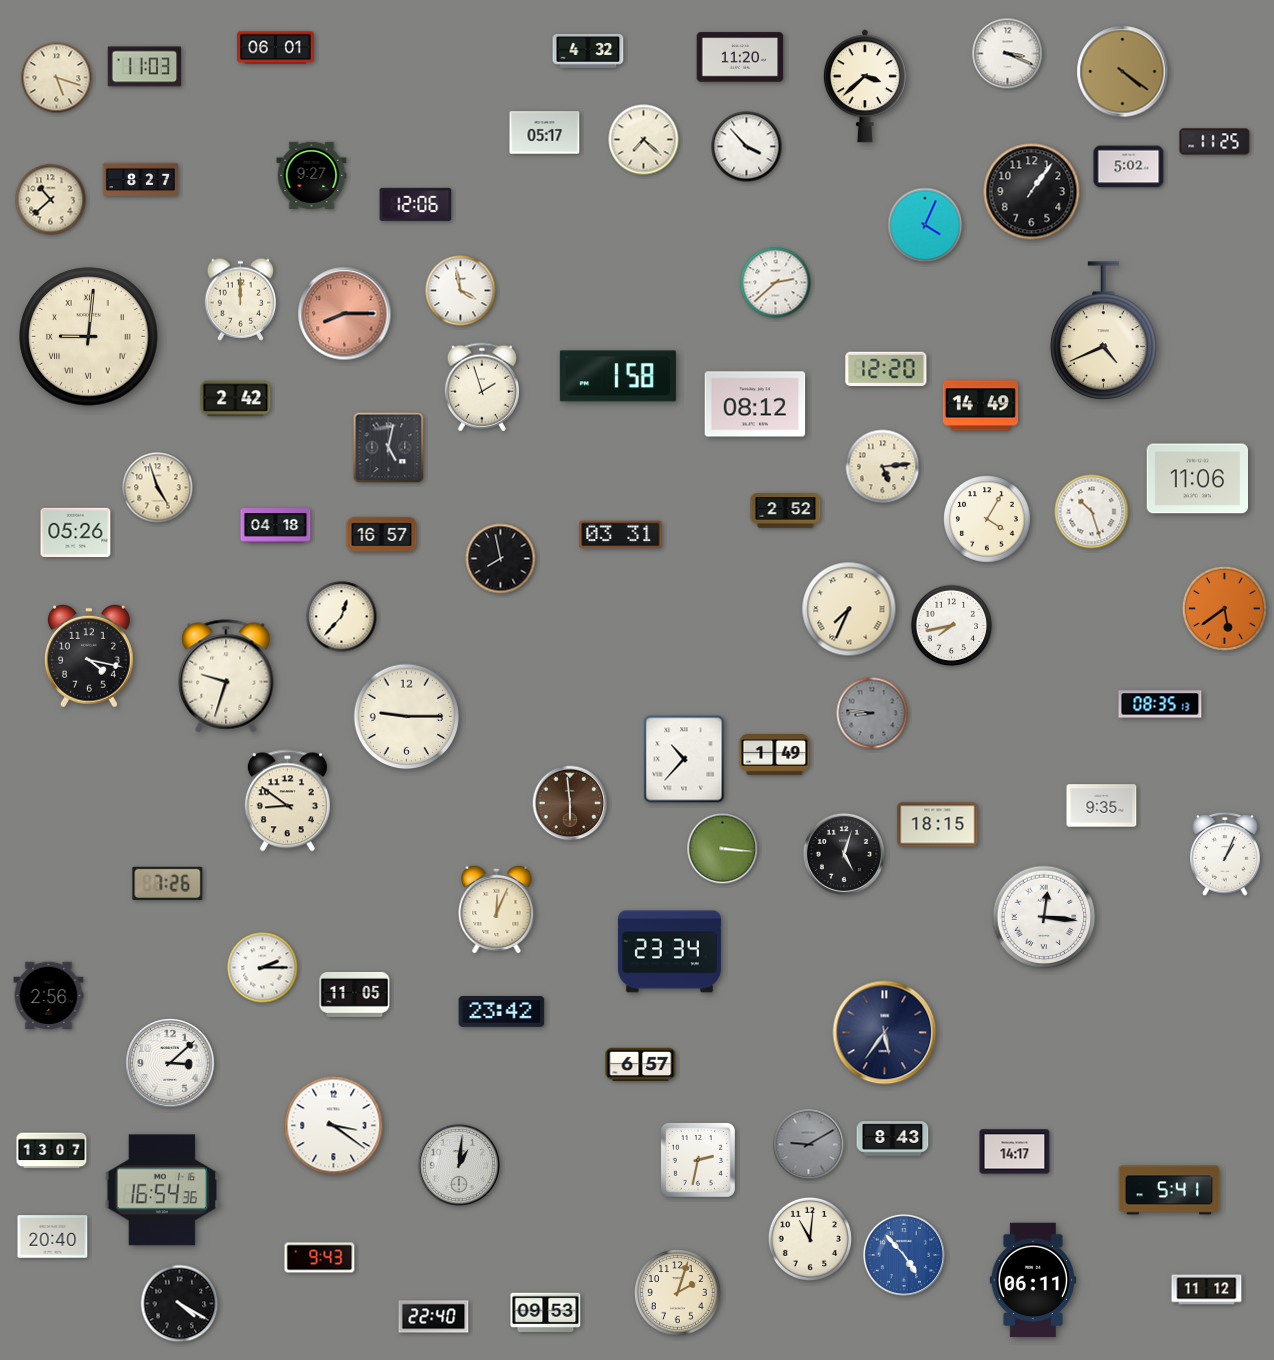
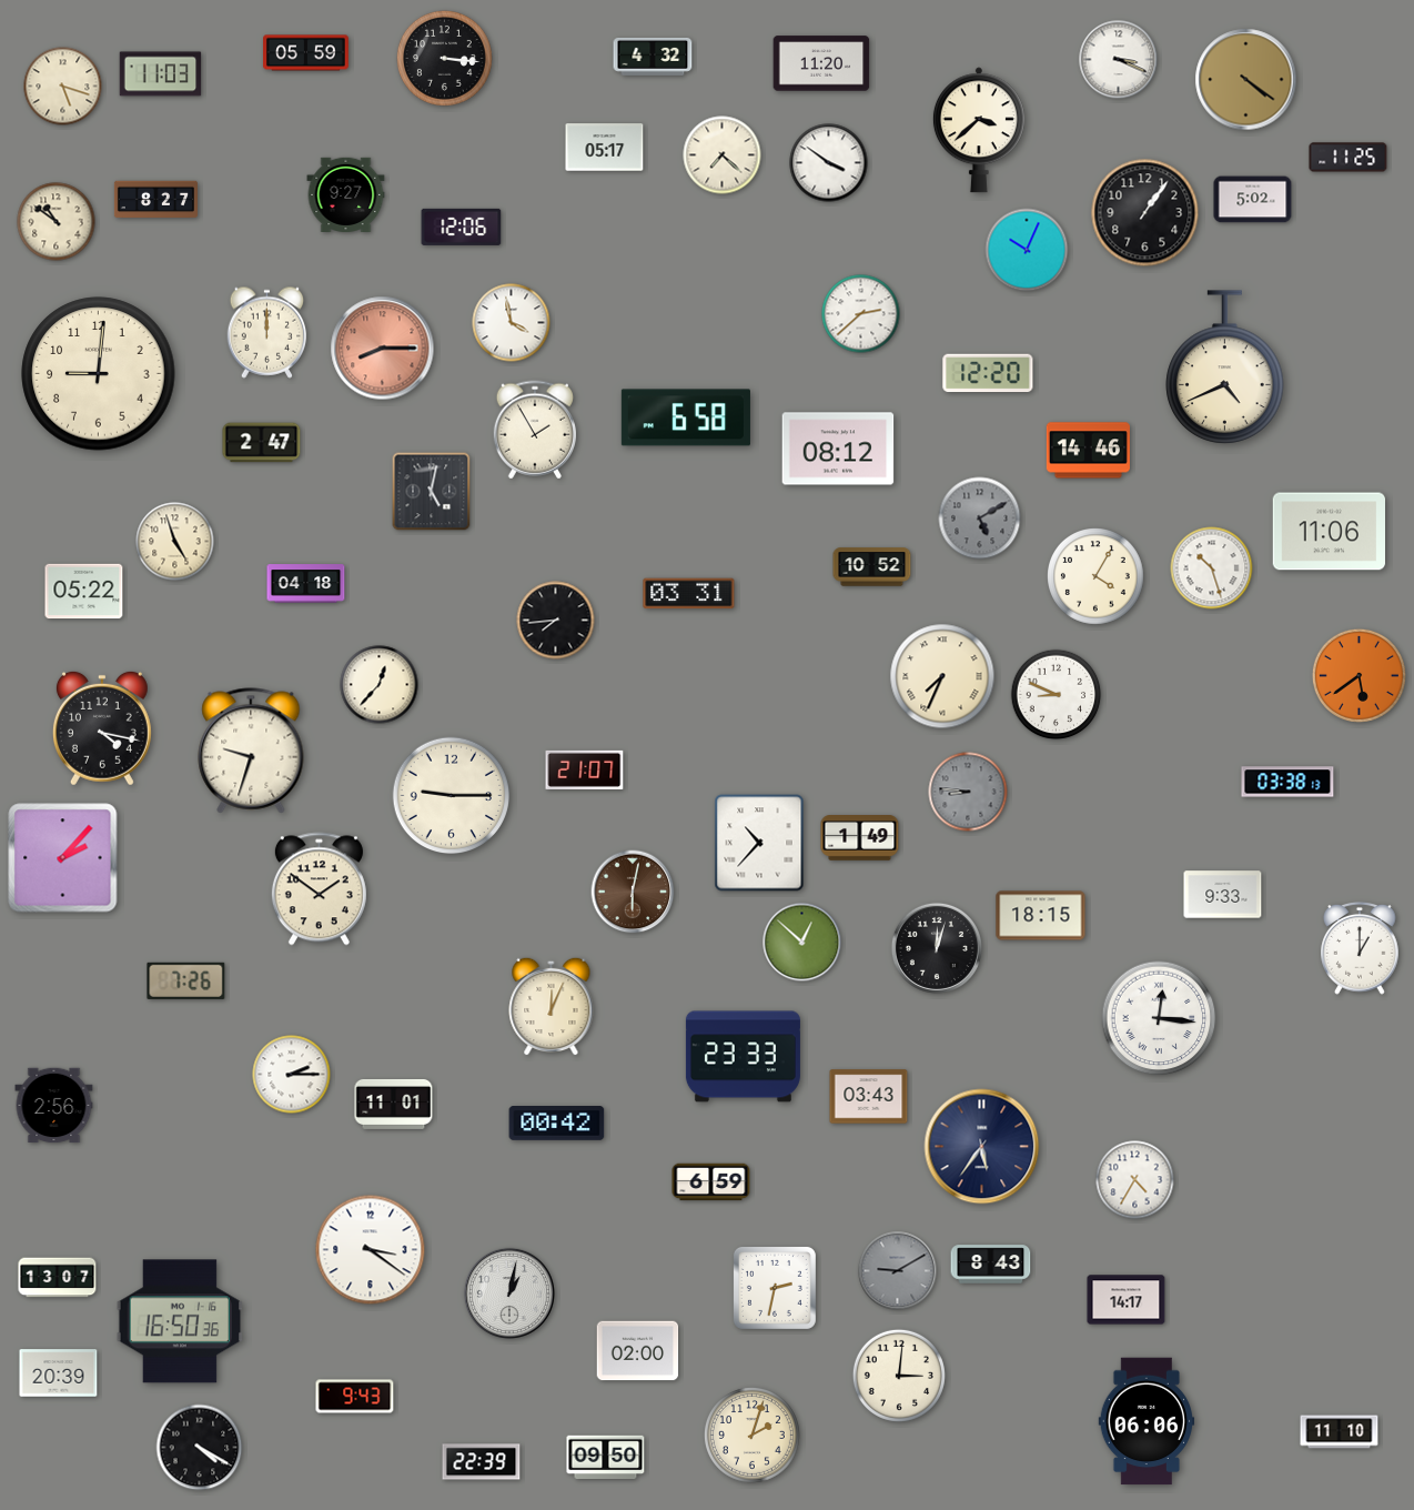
clock at (276, 48): 06:01 -> 05:59
clock at (444, 58): none -> 3:16
clock at (865, 86) position: (865, 86) -> (979, 130)
clock at (644, 140) position: (644, 140) -> (723, 155)
clock at (747, 147): 3:53 -> 3:51
clock at (1129, 167) position: (1129, 167) -> (1253, 200)
clock at (51, 200): 10:38 -> 10:51
clock at (925, 225): 4:04 -> 10:04
clock at (89, 337) numerals: Roman -> Arabic
clock at (886, 369) position: (886, 369) -> (988, 373)
clock at (618, 376): 1:58 -> 6:58
clock at (481, 387): 1:57 -> 1:55
clock at (236, 399): 2:42 -> 2:47
clock at (980, 406): 14:49 -> 14:46
clock at (389, 448) position: (389, 448) -> (432, 492)
clock at (883, 467): 5:14 -> 5:10
clock at (883, 467) dial: cream -> grey
clock at (786, 511): 2:52 -> 10:52
clock at (76, 533): 05:26 -> 05:22
clock at (382, 534): 16:57 -> none
clock at (501, 559): 7:58 -> 7:44
clock at (952, 626): 7:43 -> 8:49
clock at (89, 656) position: (89, 656) -> (102, 728)
clock at (585, 769): none -> 21:07
clock at (1160, 704): 08:35 -> 03:38
clock at (63, 858): none -> 2:07
clock at (287, 801): 8:51 -> 1:51
clock at (570, 803): 5:59 -> 6:02
clock at (1102, 806): 9:35 -> 9:33
clock at (723, 849): 3:16 -> 12:52
clock at (844, 854): 5:03 -> 12:03
clock at (1225, 854): 1:04 -> 1:00
clock at (497, 909) position: (497, 909) -> (552, 1006)
clock at (669, 952): 23:34 -> 23:33
clock at (869, 1097): none -> 03:43
clock at (355, 994): 11:05 -> 11:01
clock at (502, 1012): 23:42 -> 00:42
clock at (170, 1063): 3:08 -> none
clock at (1135, 1180): none -> 4:35
clock at (641, 1065): 6:57 -> 6:59
clock at (1015, 1152) position: (1015, 1152) -> (1127, 1300)
clock at (459, 1165): 1:01 -> 1:02
clock at (161, 1190): 16:54 -> 16:50
clock at (1169, 1190): 5:41 -> none
clock at (638, 1351): none -> 02:00
clock at (53, 1237): 20:40 -> 20:39
clock at (810, 1239): 11:01 -> 3:01
clock at (904, 1255): 4:53 -> none
clock at (1033, 1280): 06:11 -> 06:06
clock at (1207, 1290): 11:12 -> 11:10
clock at (546, 1312): 09:53 -> 09:50
clock at (434, 1317): 22:40 -> 22:39
